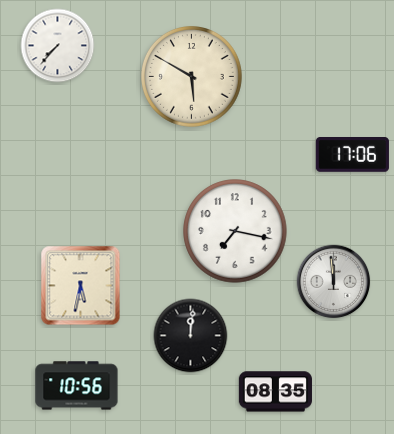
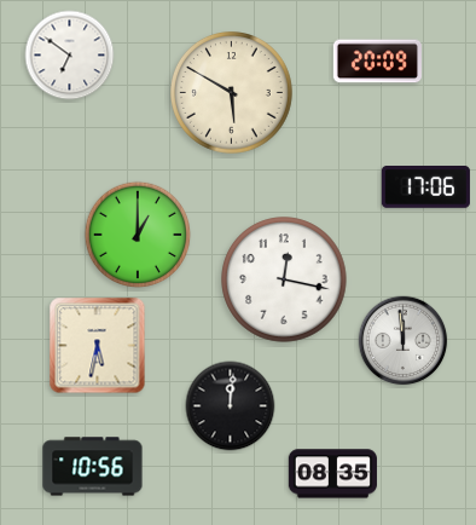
clock at (58, 46): 7:37 -> 6:51
clock at (377, 62): none -> 20:09
clock at (138, 235): none -> 1:00
clock at (235, 231): 7:17 -> 12:17
